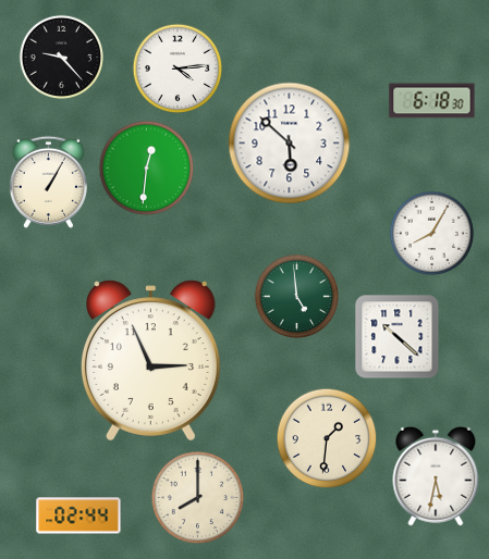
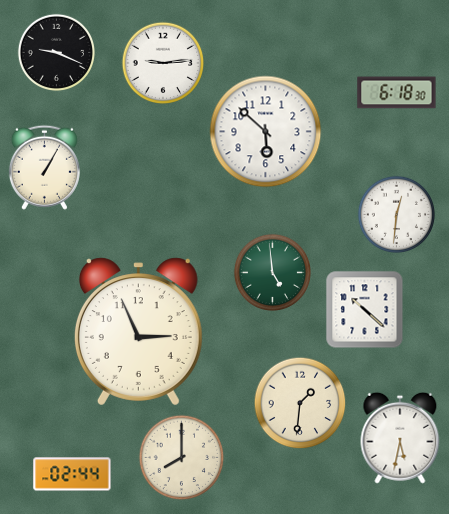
clock at (61, 57): 9:23 -> 9:19
clock at (178, 69): 4:14 -> 9:14
clock at (146, 167): 12:31 -> none
clock at (431, 233): 8:05 -> 12:31
